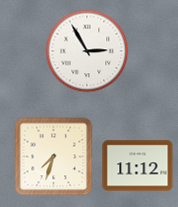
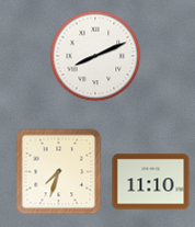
clock at (87, 51): 2:55 -> 8:11
clock at (138, 166): 11:12 -> 11:10
